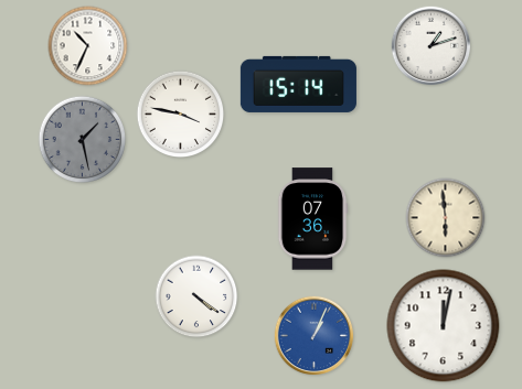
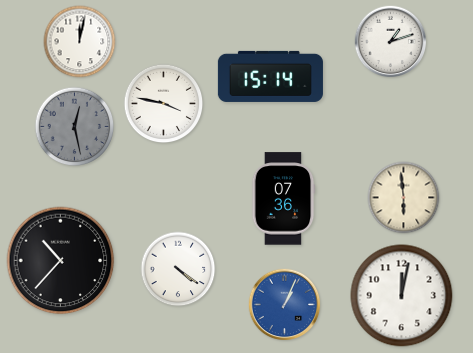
clock at (88, 46): 10:34 -> 12:02
clock at (83, 140): 1:28 -> 12:28
clock at (61, 261): none -> 10:37
